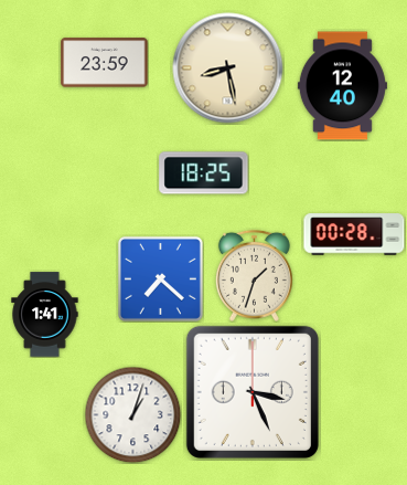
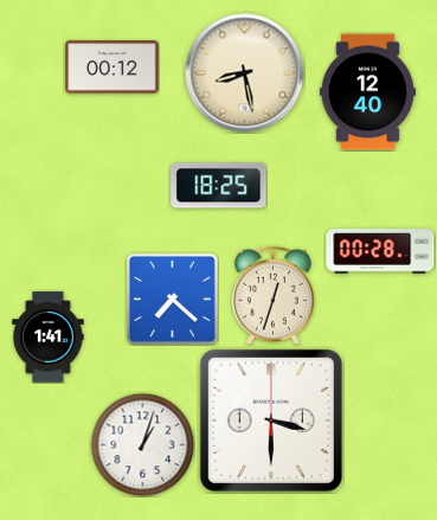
clock at (105, 63): 23:59 -> 00:12
clock at (254, 275): 1:33 -> 12:33
clock at (253, 392): 3:26 -> 3:30
